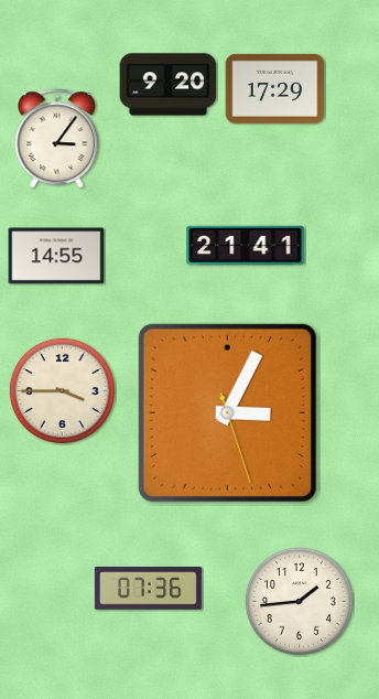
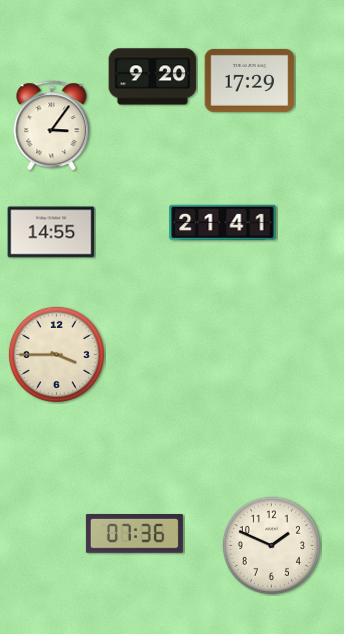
clock at (227, 412): 3:04 -> none
clock at (299, 601): 1:44 -> 1:49
